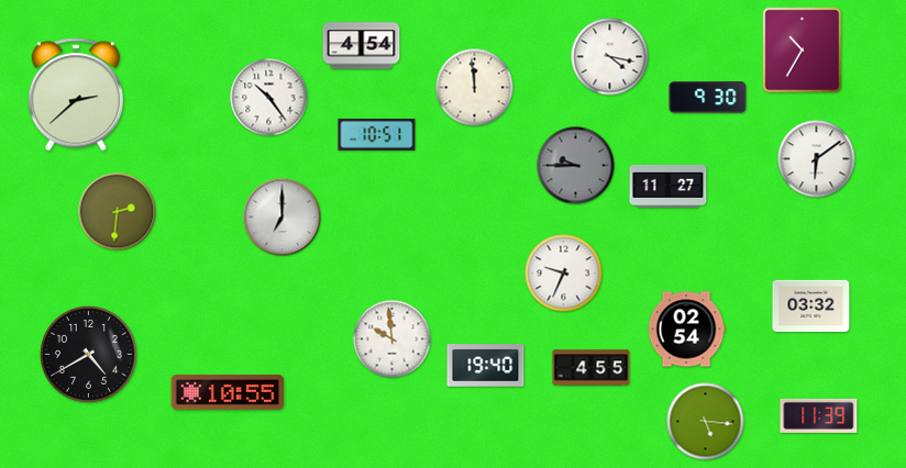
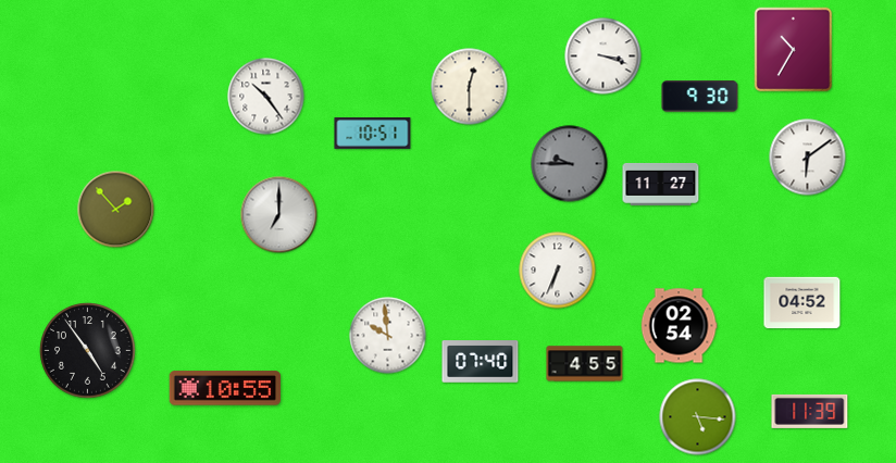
clock at (362, 46): 4:54 -> none
clock at (610, 57): 4:17 -> 3:18
clock at (475, 88): 11:59 -> 12:30
clock at (76, 94): 2:38 -> none
clock at (118, 212): 2:31 -> 1:53
clock at (564, 274): 9:34 -> 6:34
clock at (811, 307): 03:32 -> 04:52
clock at (89, 355): 4:40 -> 4:54
clock at (486, 366): 19:40 -> 07:40
